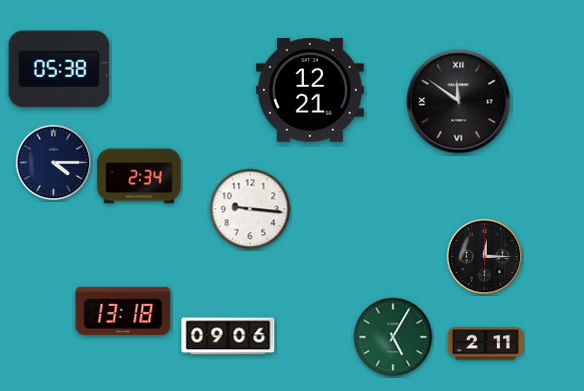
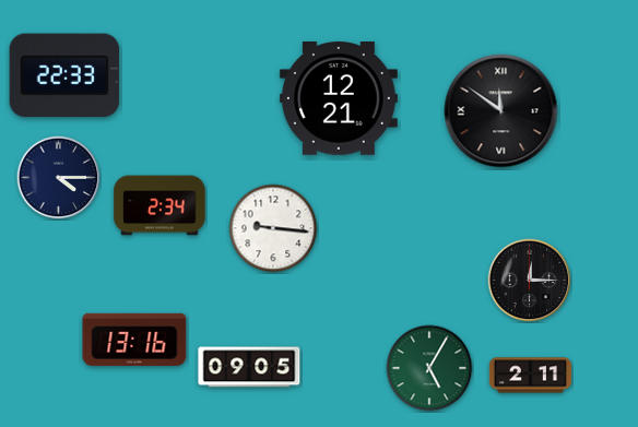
clock at (59, 69): 05:38 -> 22:33
clock at (139, 176) position: (139, 176) -> (159, 205)
clock at (123, 311): 13:18 -> 13:16
clock at (228, 336): 09:06 -> 09:05
